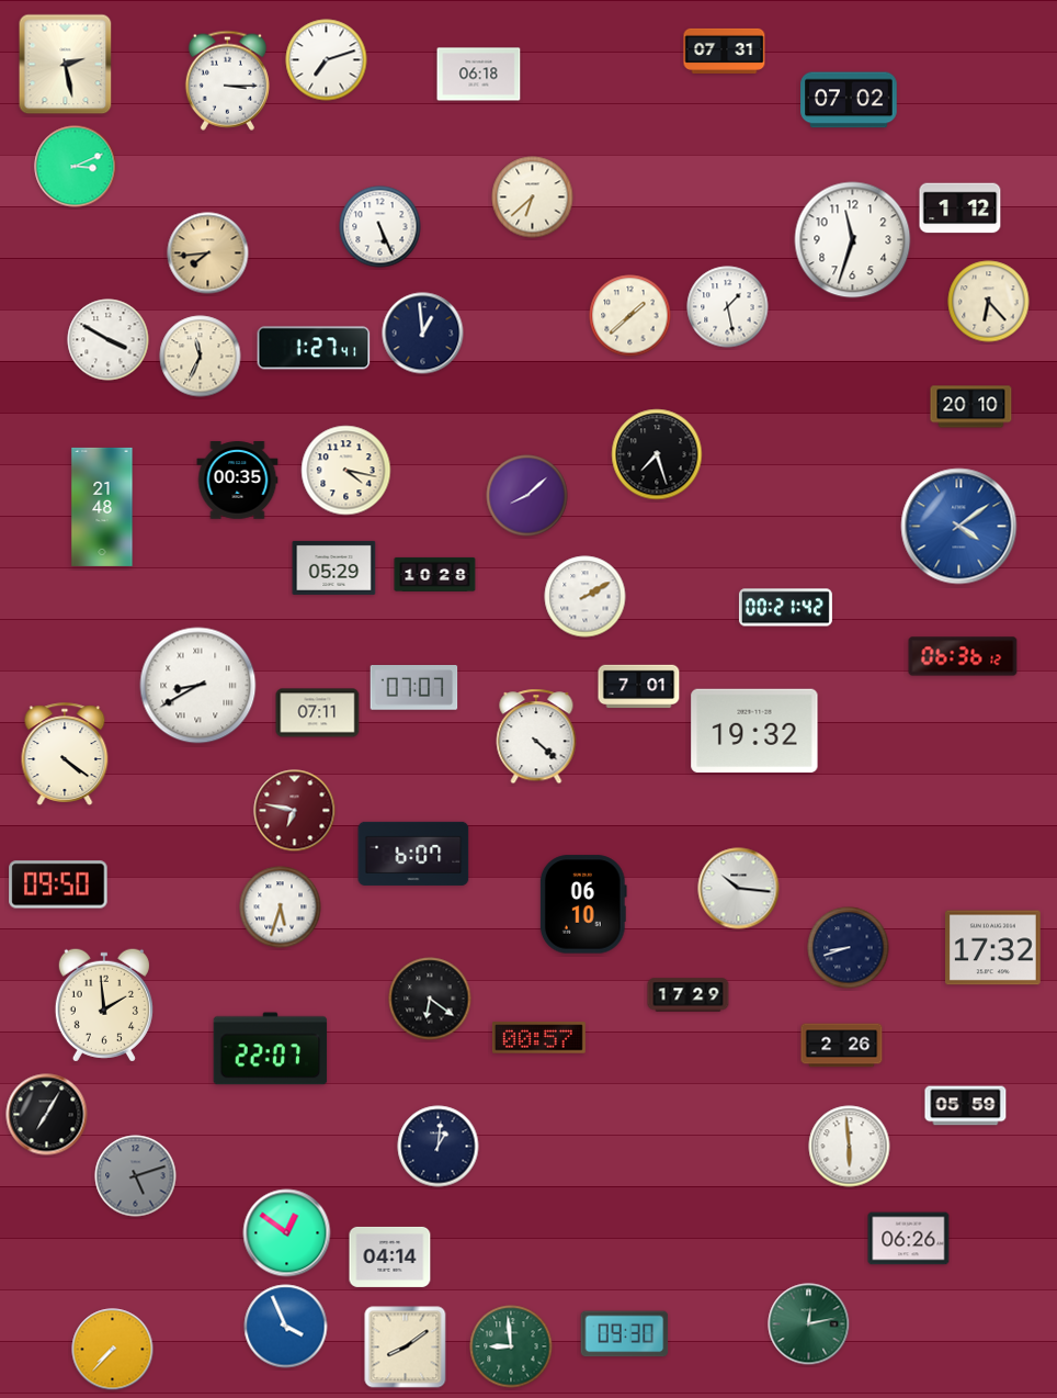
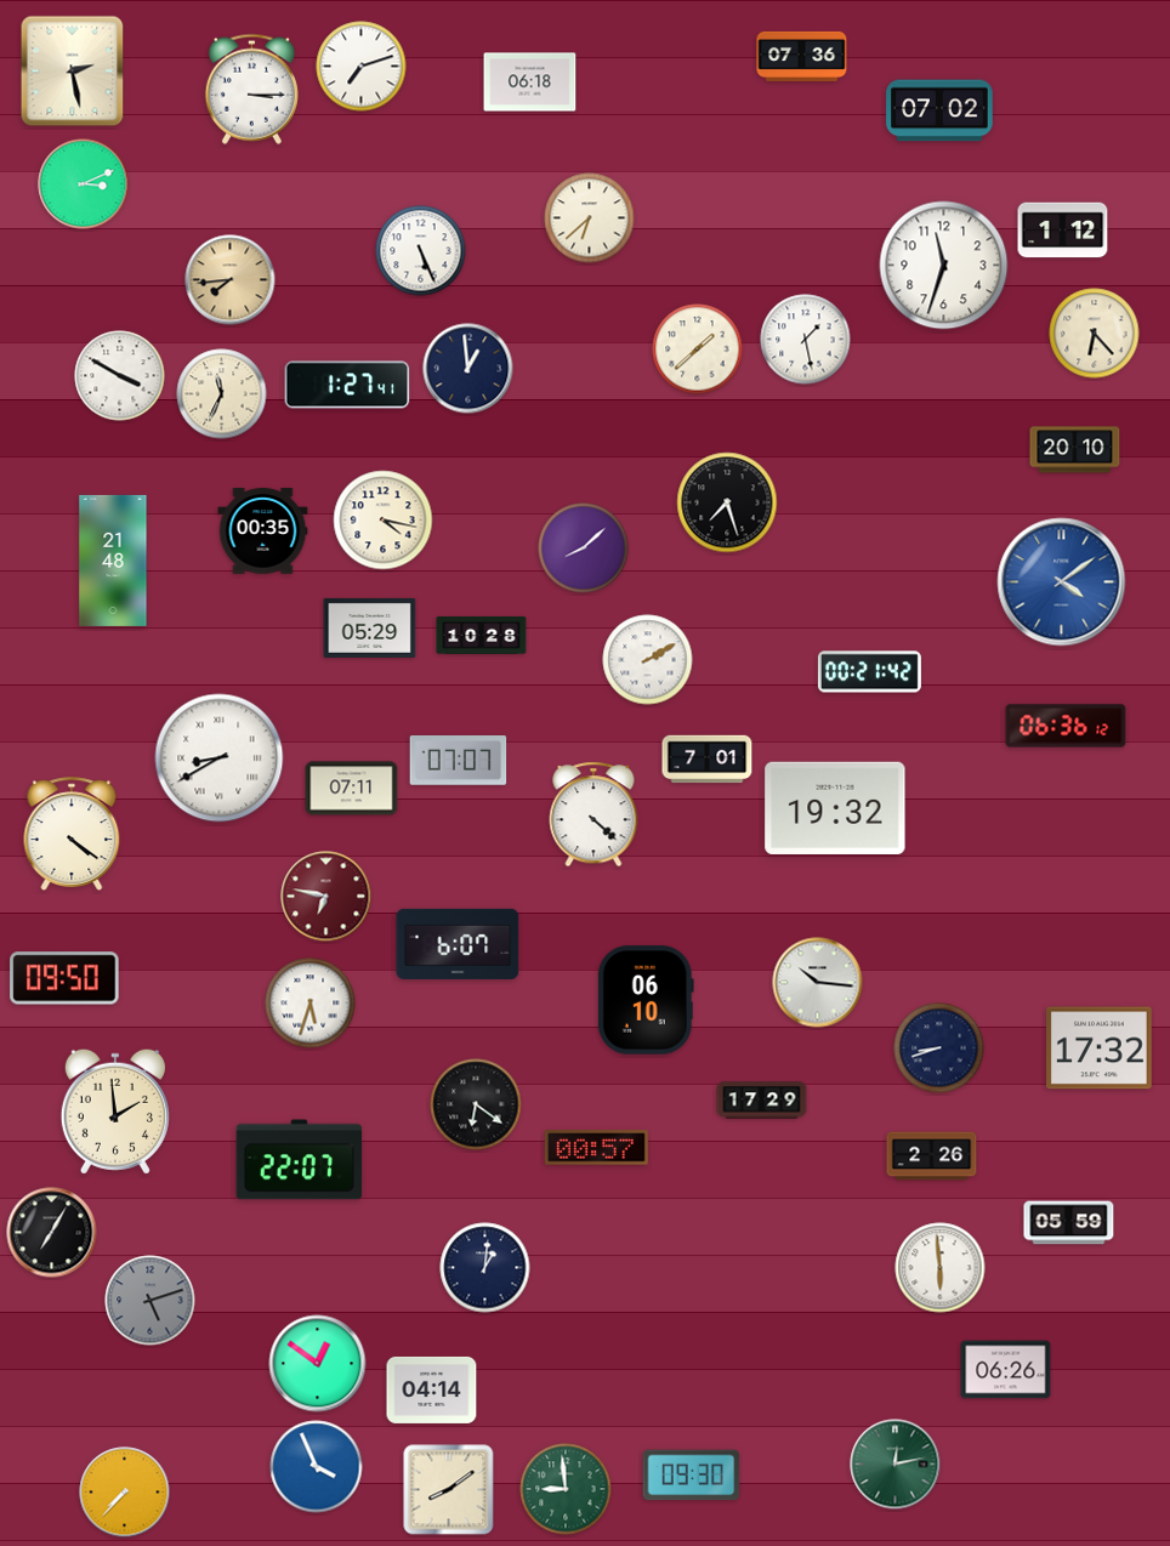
clock at (725, 50): 07:31 -> 07:36
